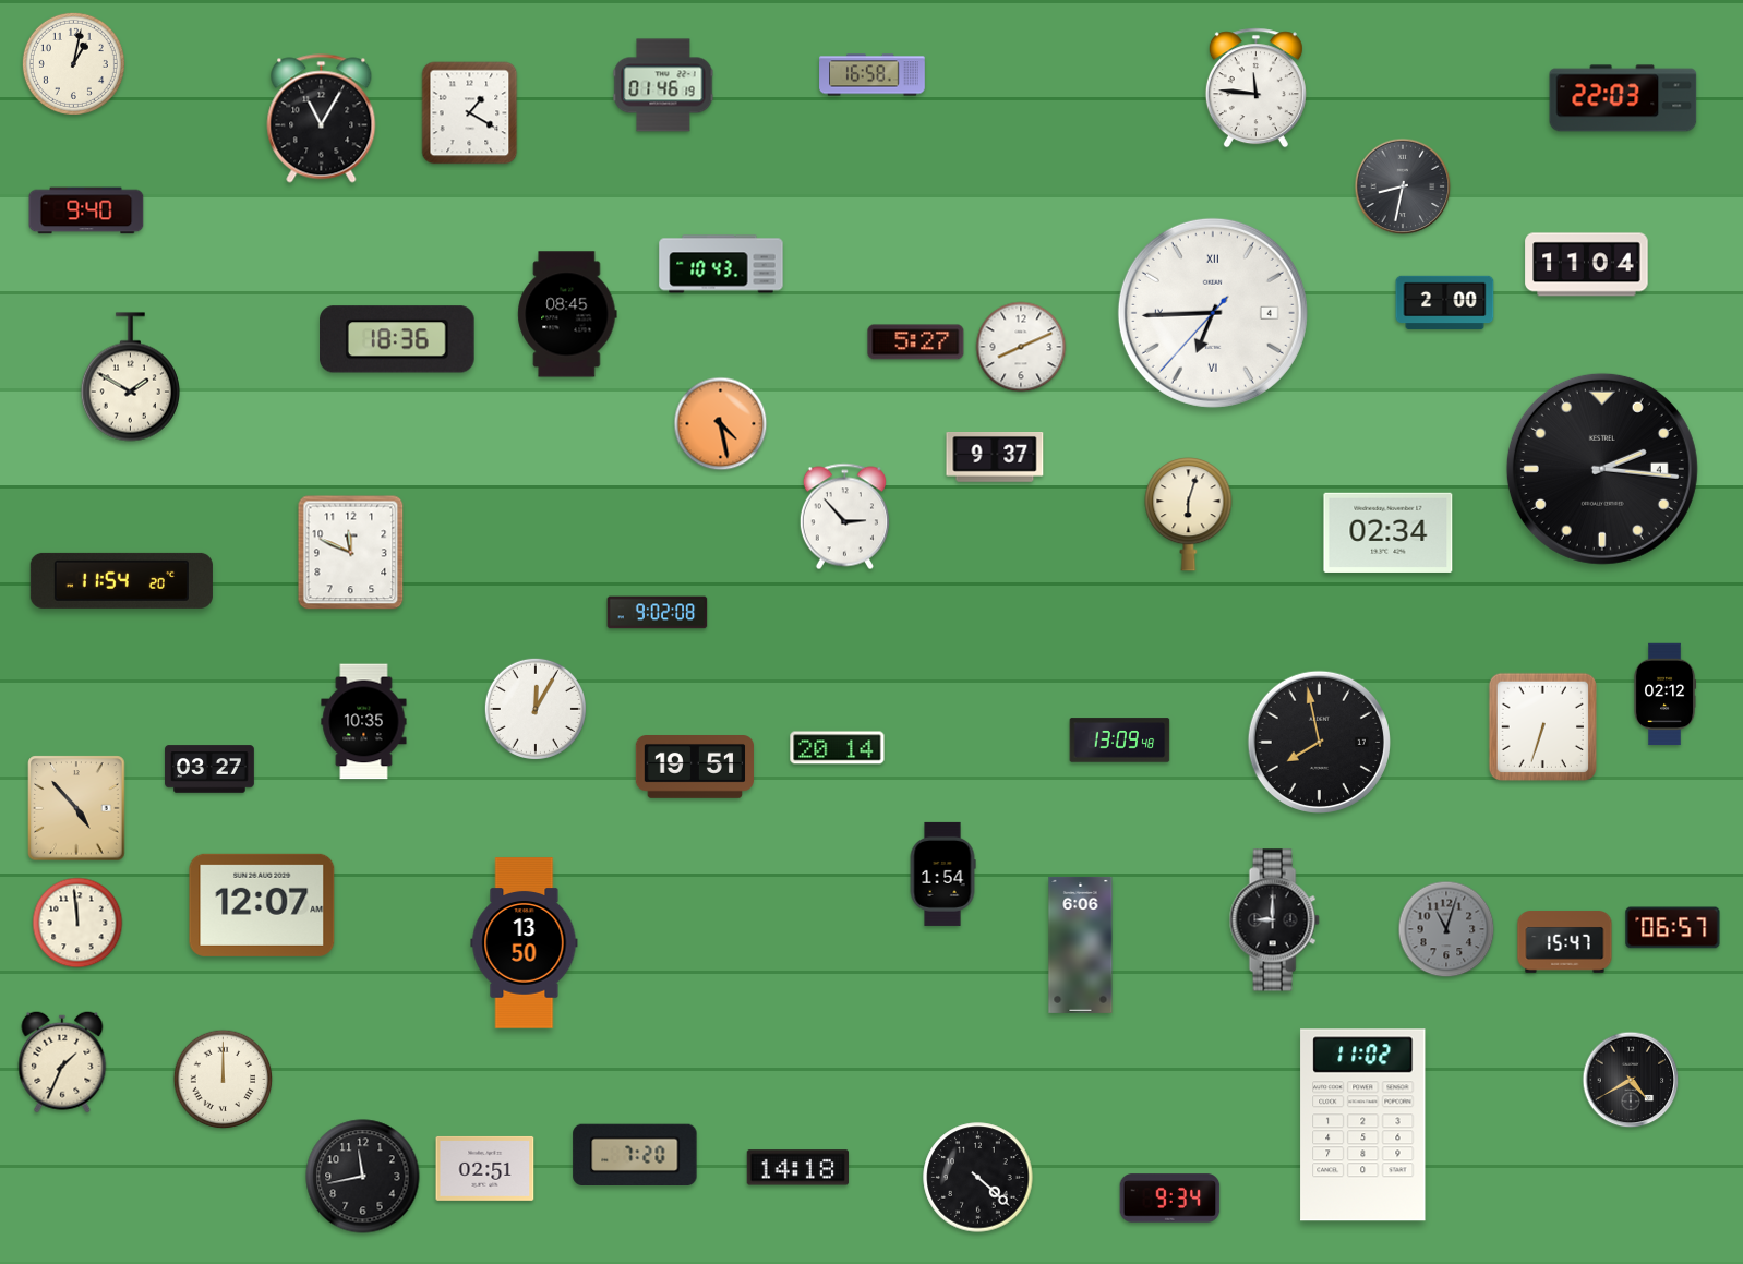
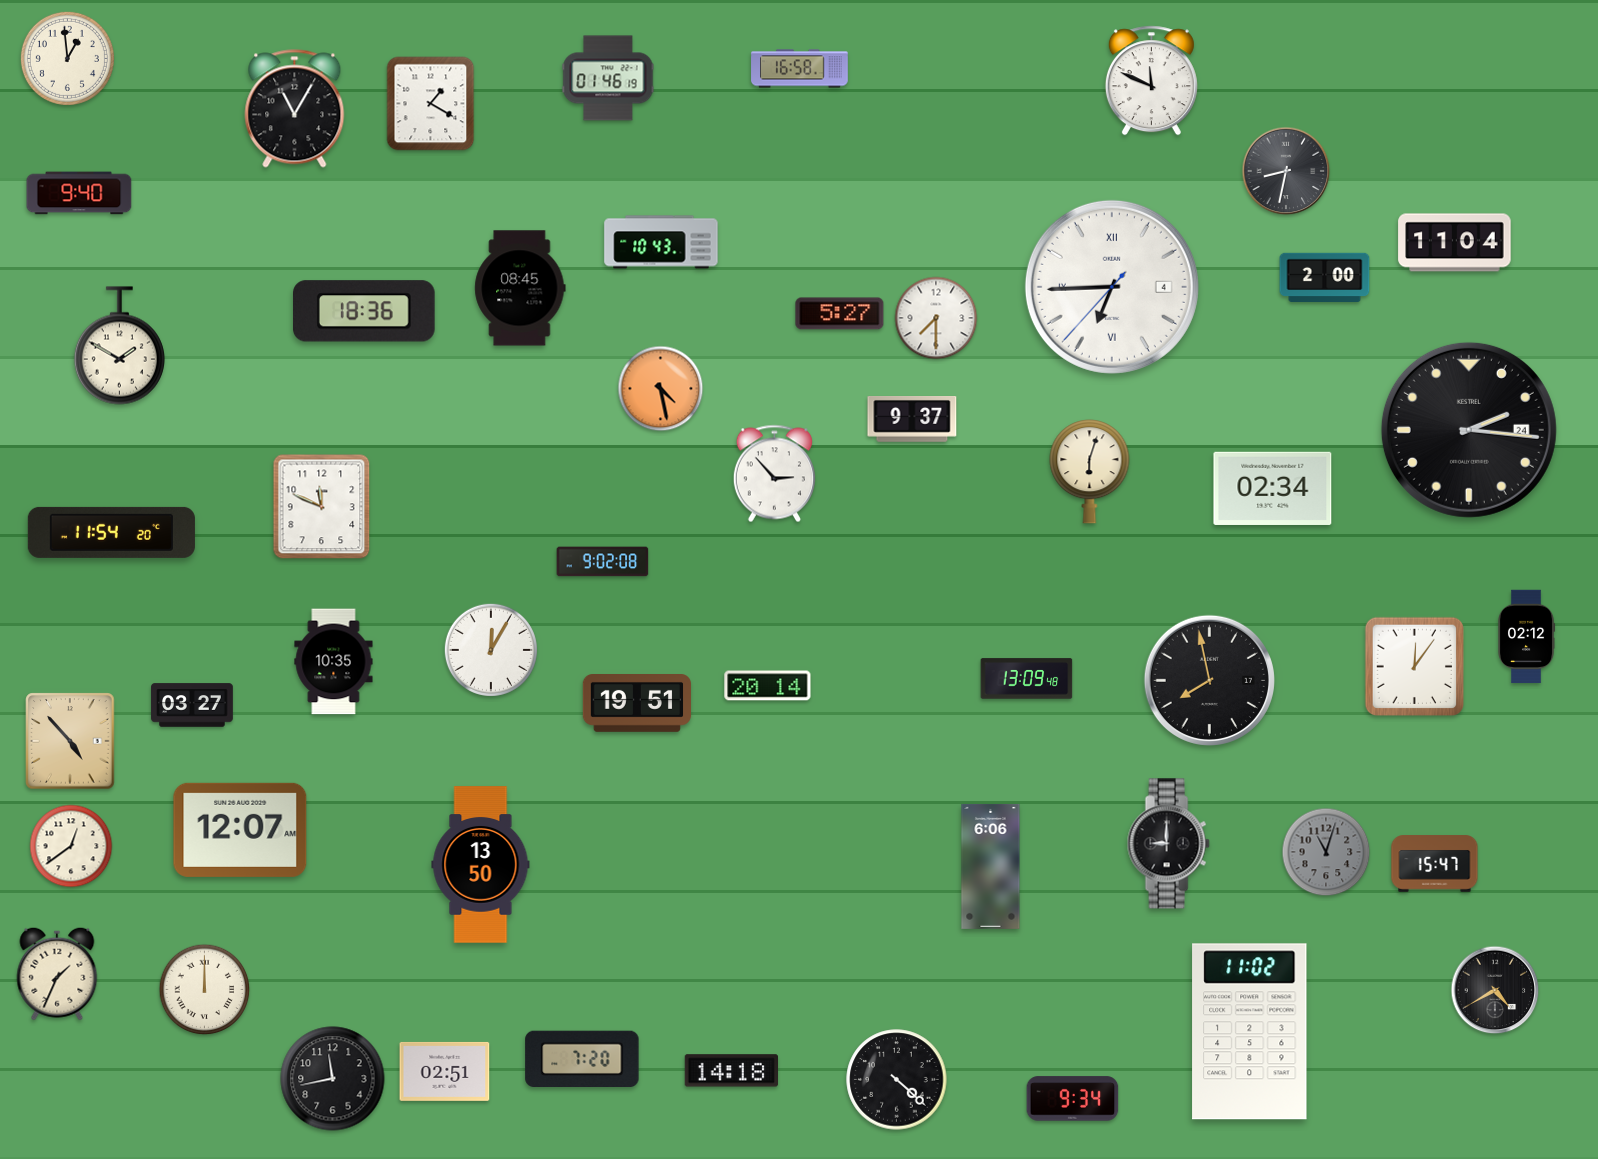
clock at (73, 63): 1:02 -> 12:59
clock at (1255, 88): 11:46 -> 11:49
clock at (1623, 98): 22:03 -> none
clock at (1021, 347): 8:11 -> 7:30
clock at (1602, 469) date: 4 -> 24
clock at (1542, 726): 6:33 -> 12:06
clock at (942, 874): 1:54 -> none
clock at (77, 923): 11:59 -> 12:39
clock at (1673, 928): 06:57 -> none
